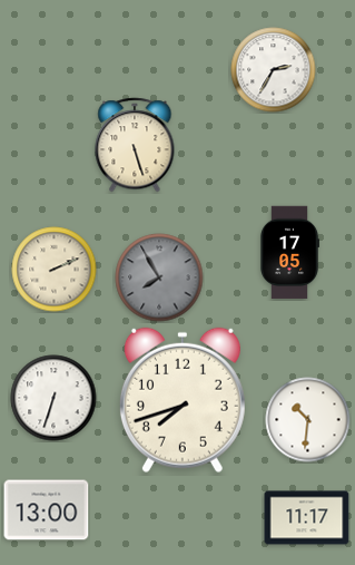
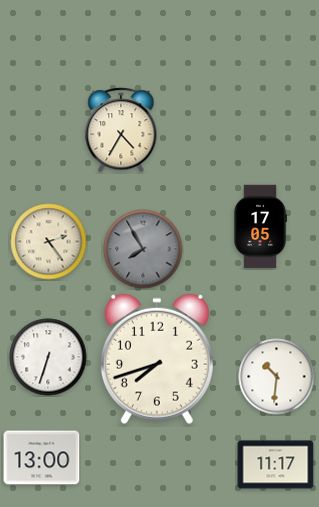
clock at (274, 70): 2:35 -> none
clock at (135, 145): 5:27 -> 4:35
clock at (55, 270): 2:11 -> 2:24
clock at (183, 400) position: (183, 400) -> (157, 359)
